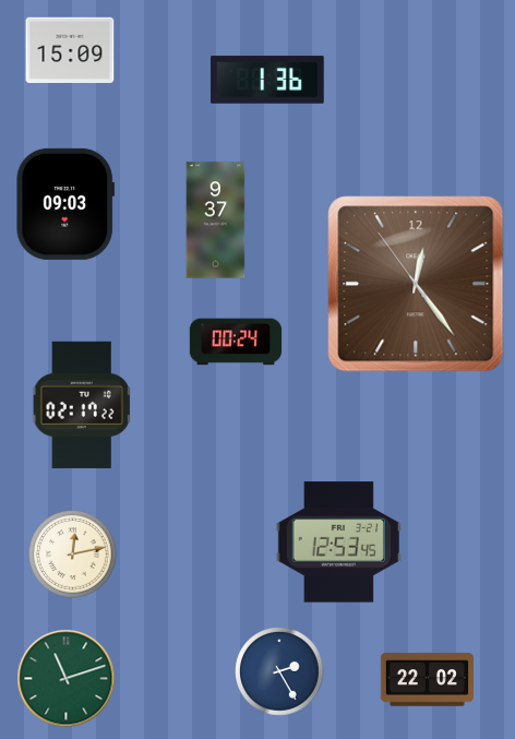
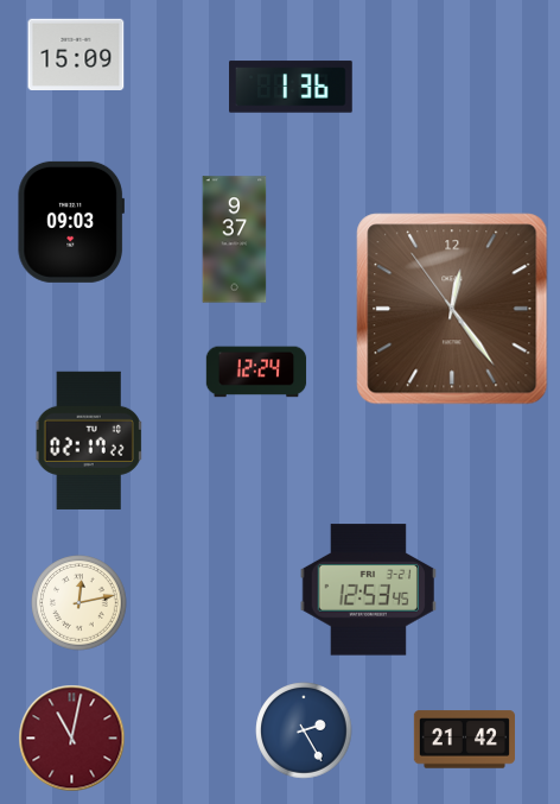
clock at (236, 342): 00:24 -> 12:24
clock at (67, 679): 11:12 -> 11:02
clock at (67, 679) dial: green -> burgundy
clock at (427, 680): 22:02 -> 21:42
